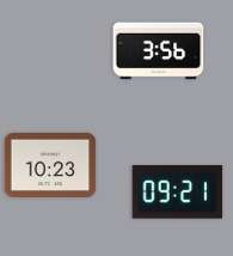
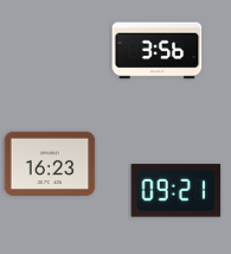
clock at (50, 165): 10:23 -> 16:23
